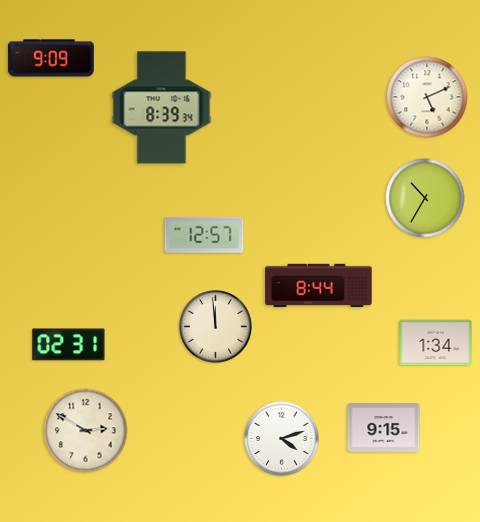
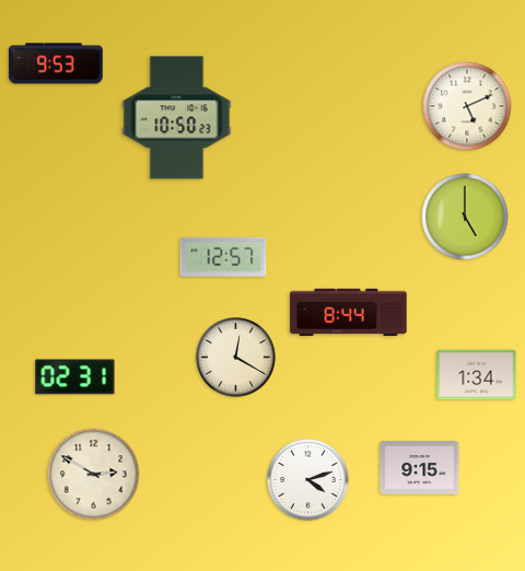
clock at (51, 58): 9:09 -> 9:53
clock at (162, 108): 8:39 -> 10:50
clock at (425, 198): 10:35 -> 5:00
clock at (216, 327): 11:59 -> 12:20
clock at (86, 431) position: (86, 431) -> (94, 475)
